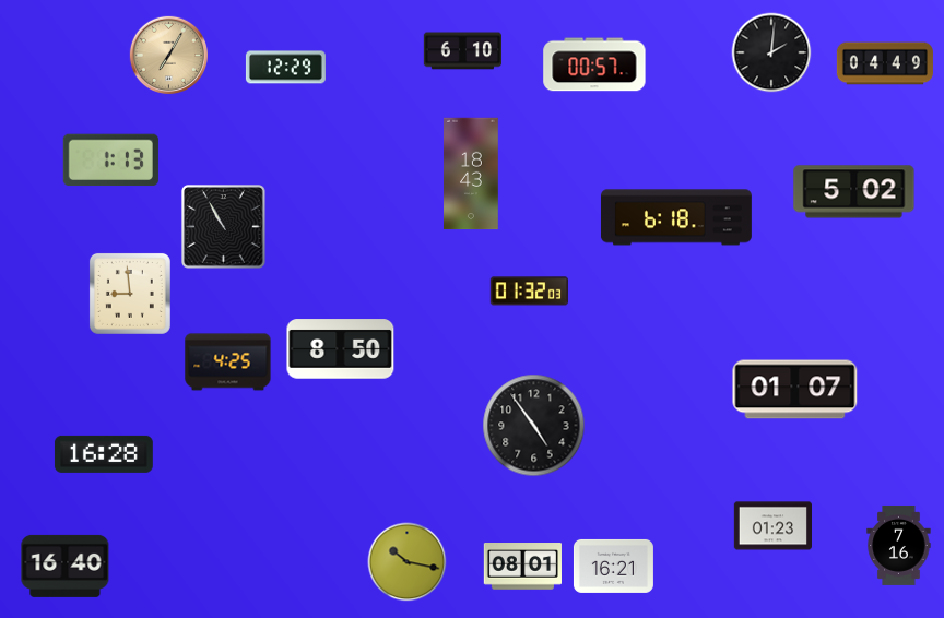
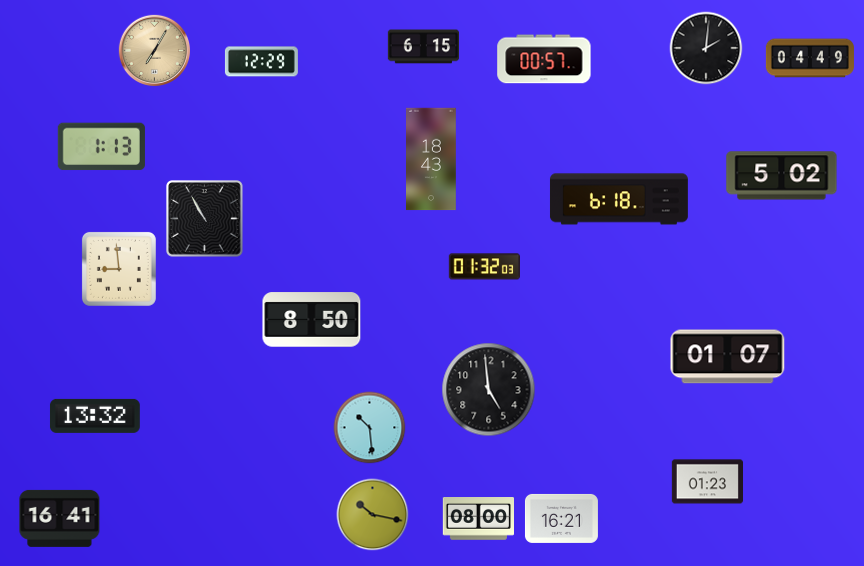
clock at (462, 51): 6:10 -> 6:15
clock at (224, 227) position: (224, 227) -> (205, 219)
clock at (228, 363): 4:25 -> none
clock at (534, 426): 4:54 -> 4:59
clock at (104, 454): 16:28 -> 13:32
clock at (370, 428): none -> 10:29
clock at (899, 545): 7:16 -> none
clock at (66, 566): 16:40 -> 16:41
clock at (522, 567): 08:01 -> 08:00
